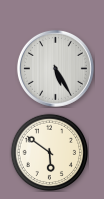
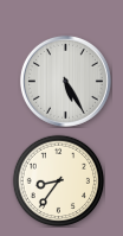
clock at (49, 152): 5:51 -> 8:36
